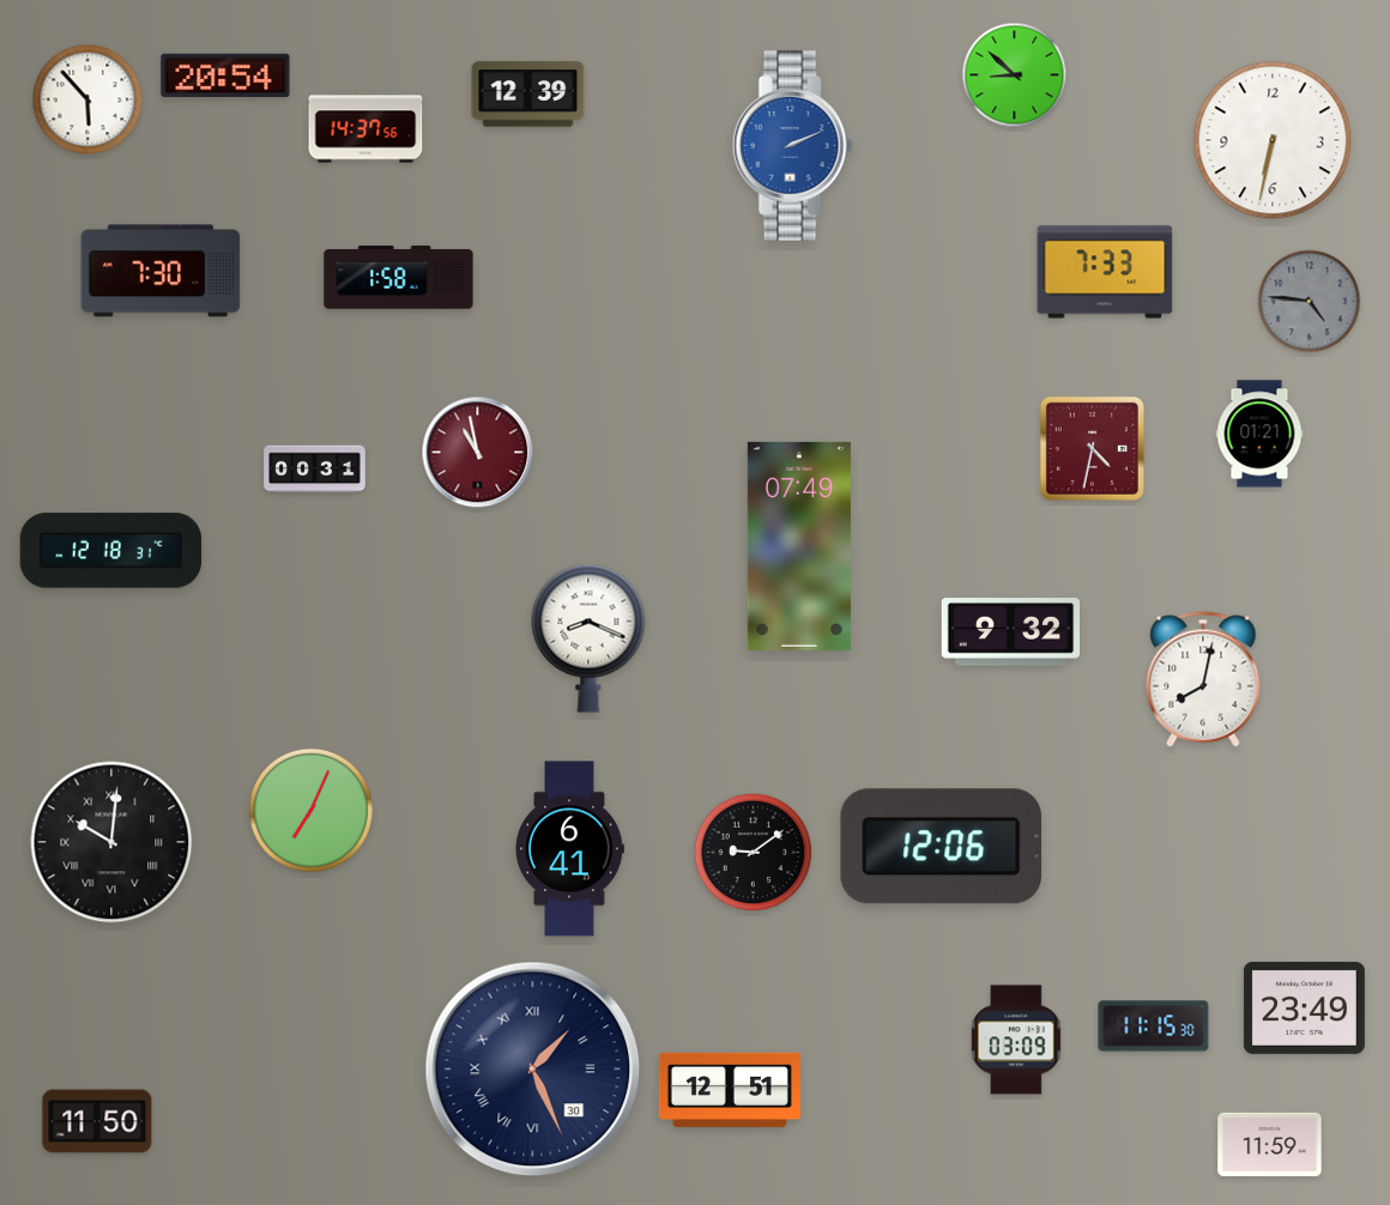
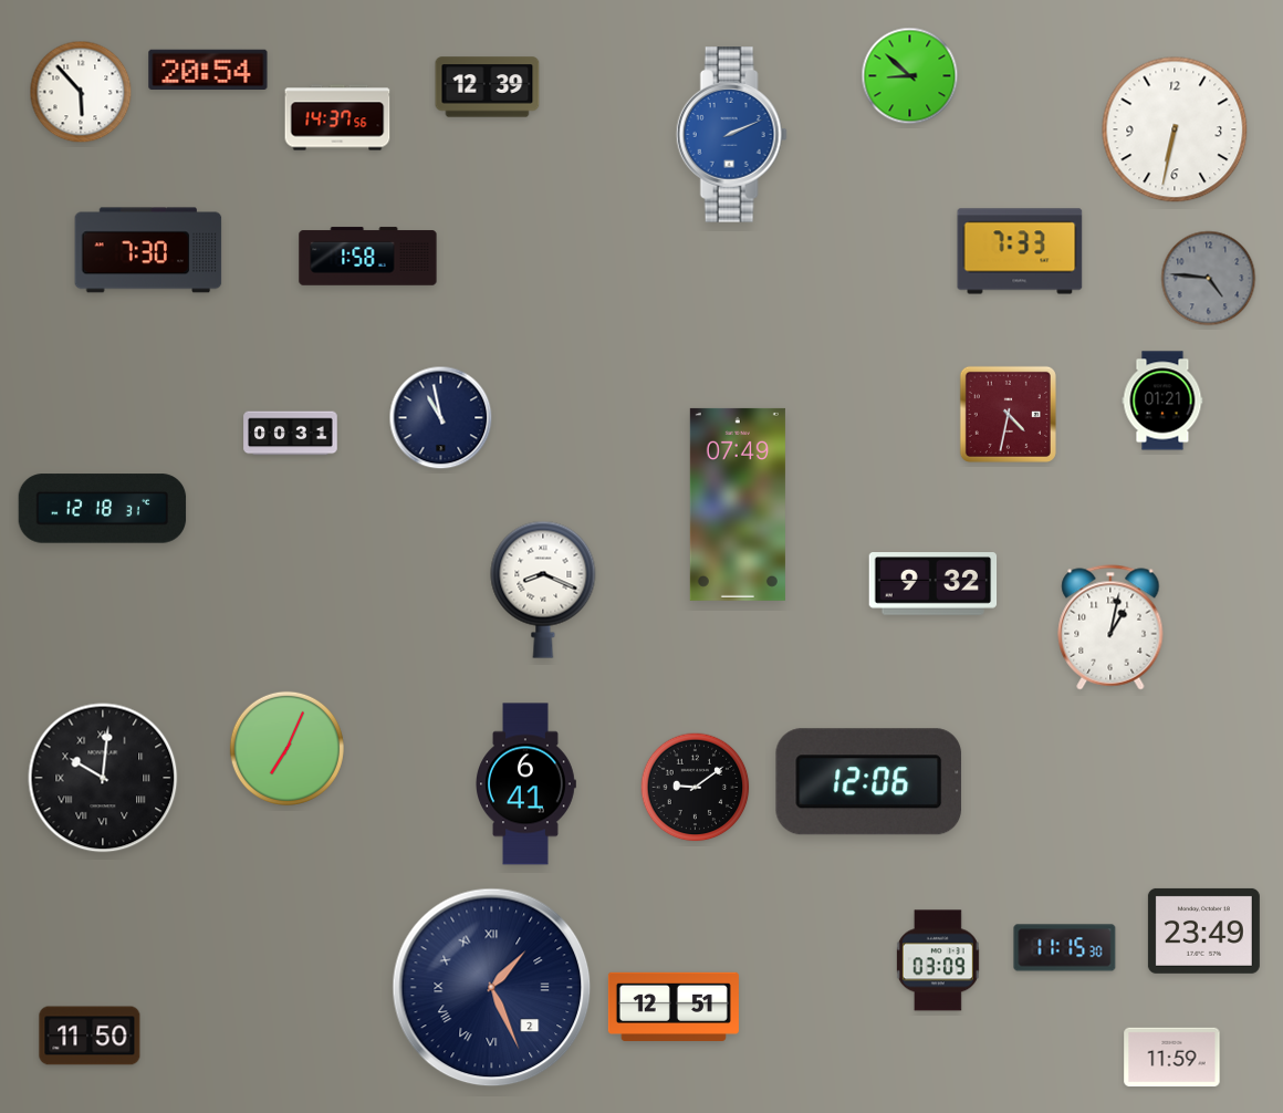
clock at (1015, 75) position: (1015, 75) -> (910, 76)
clock at (478, 453) dial: burgundy -> navy
clock at (1203, 679): 8:02 -> 1:02
clock at (533, 1070) date: 30 -> 2
